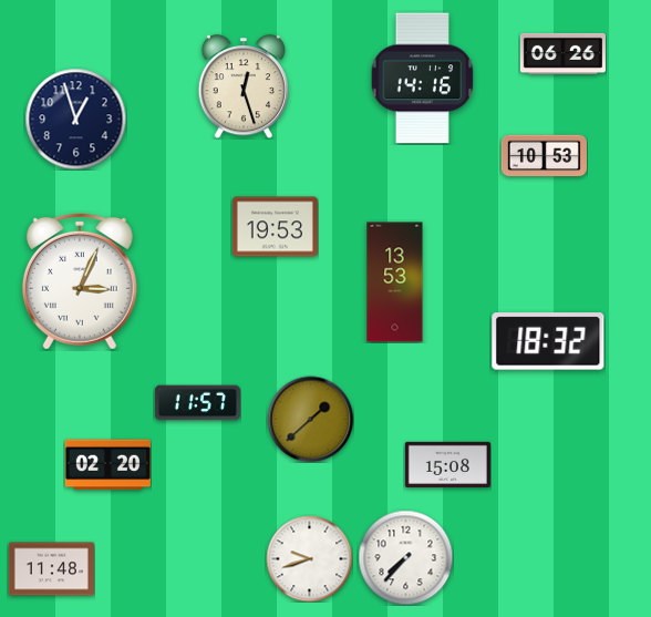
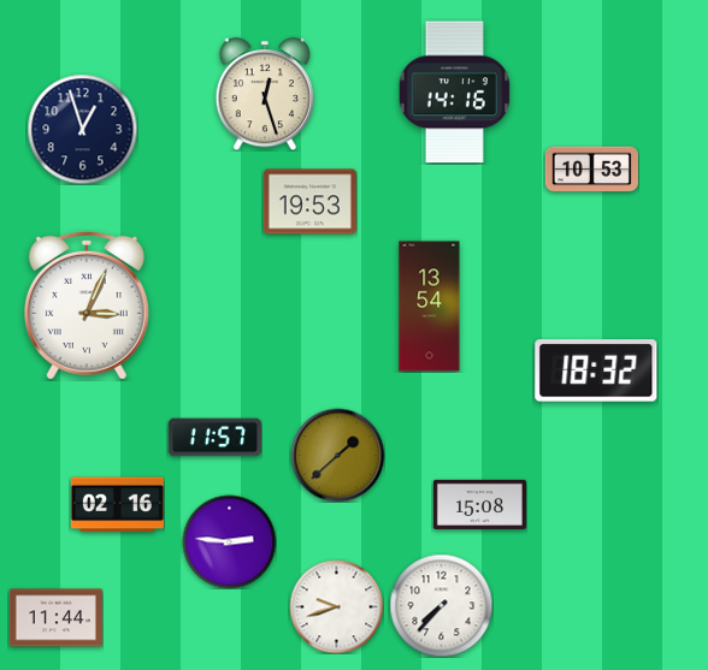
clock at (562, 53): 06:26 -> none
clock at (423, 79) position: (423, 79) -> (455, 93)
clock at (275, 227) position: (275, 227) -> (309, 202)
clock at (395, 282): 13:53 -> 13:54
clock at (447, 464) position: (447, 464) -> (479, 504)
clock at (107, 465): 02:20 -> 02:16
clock at (229, 541): none -> 2:46
clock at (51, 569): 11:48 -> 11:44
